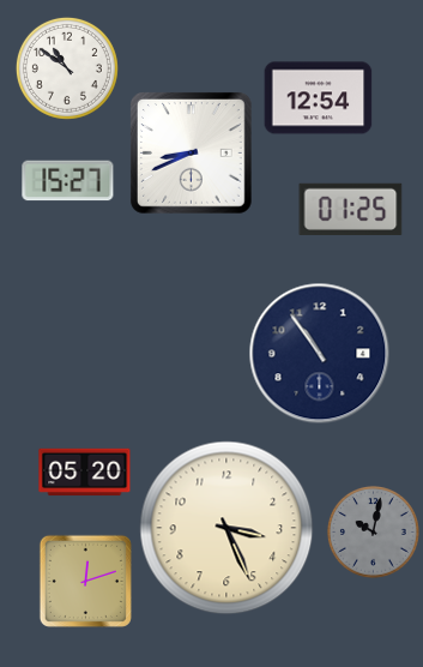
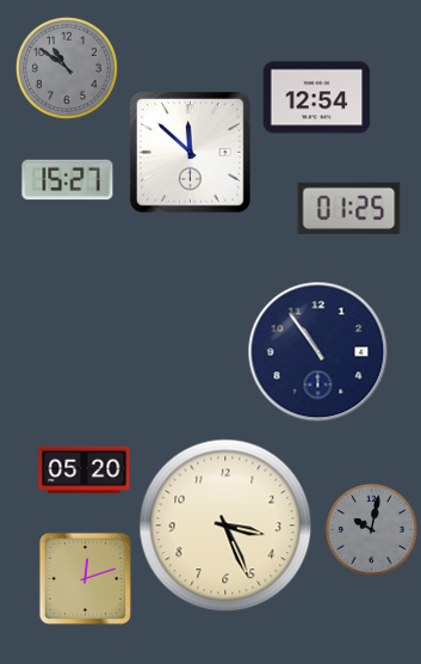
clock at (67, 68) dial: white -> grey
clock at (192, 154): 8:41 -> 11:52
